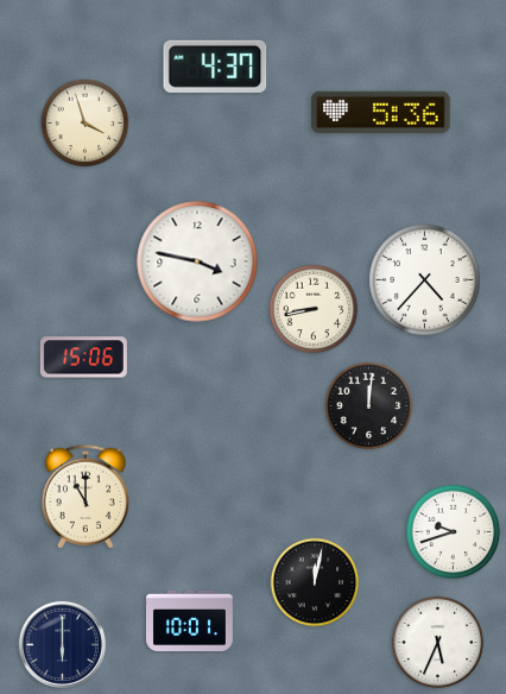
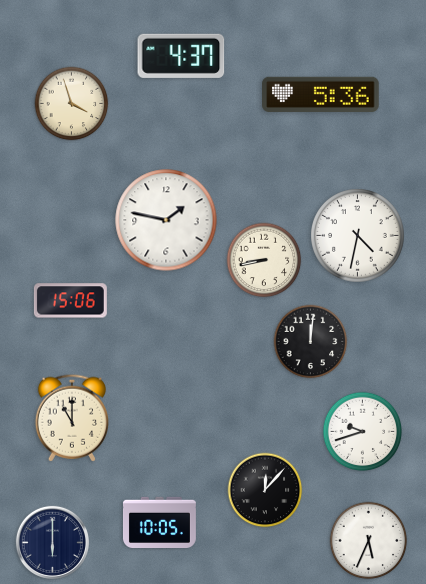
clock at (197, 261): 3:47 -> 1:47
clock at (425, 280): 4:37 -> 4:32
clock at (454, 532) position: (454, 532) -> (363, 432)
clock at (315, 582): 12:02 -> 12:07
clock at (189, 620): 10:01 -> 10:05
